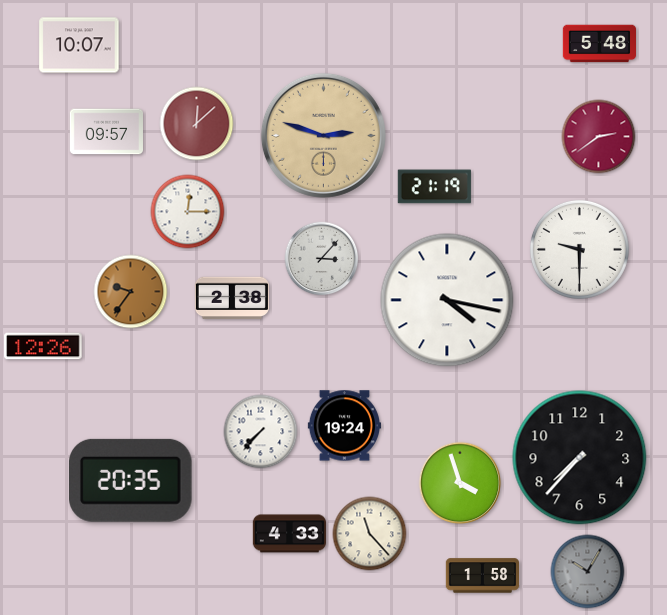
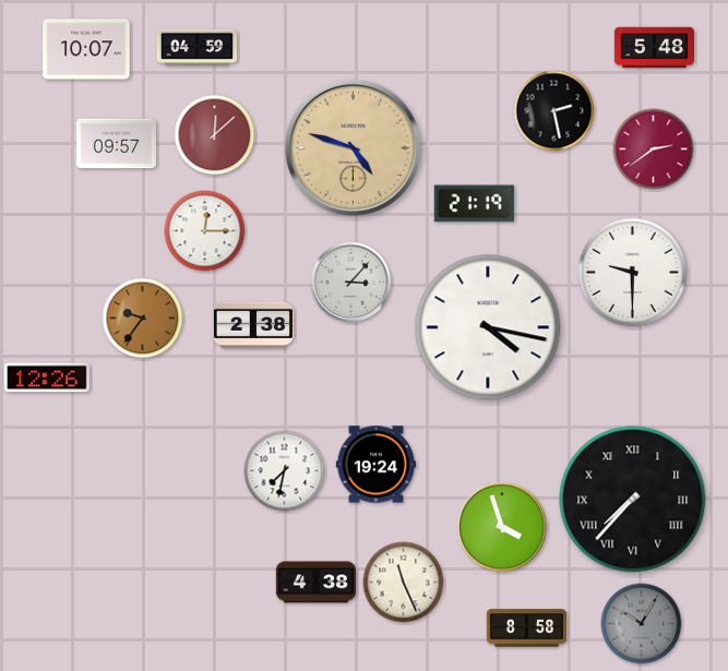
clock at (196, 47): none -> 04:59
clock at (554, 111): none -> 2:28
clock at (323, 135): 2:48 -> 4:48
clock at (261, 432): 7:37 -> 7:32
clock at (580, 458) numerals: Arabic -> Roman
clock at (131, 480): 20:35 -> none
clock at (290, 534): 4:33 -> 4:38
clock at (370, 534): 11:23 -> 11:26
clock at (482, 576): 1:58 -> 8:58
